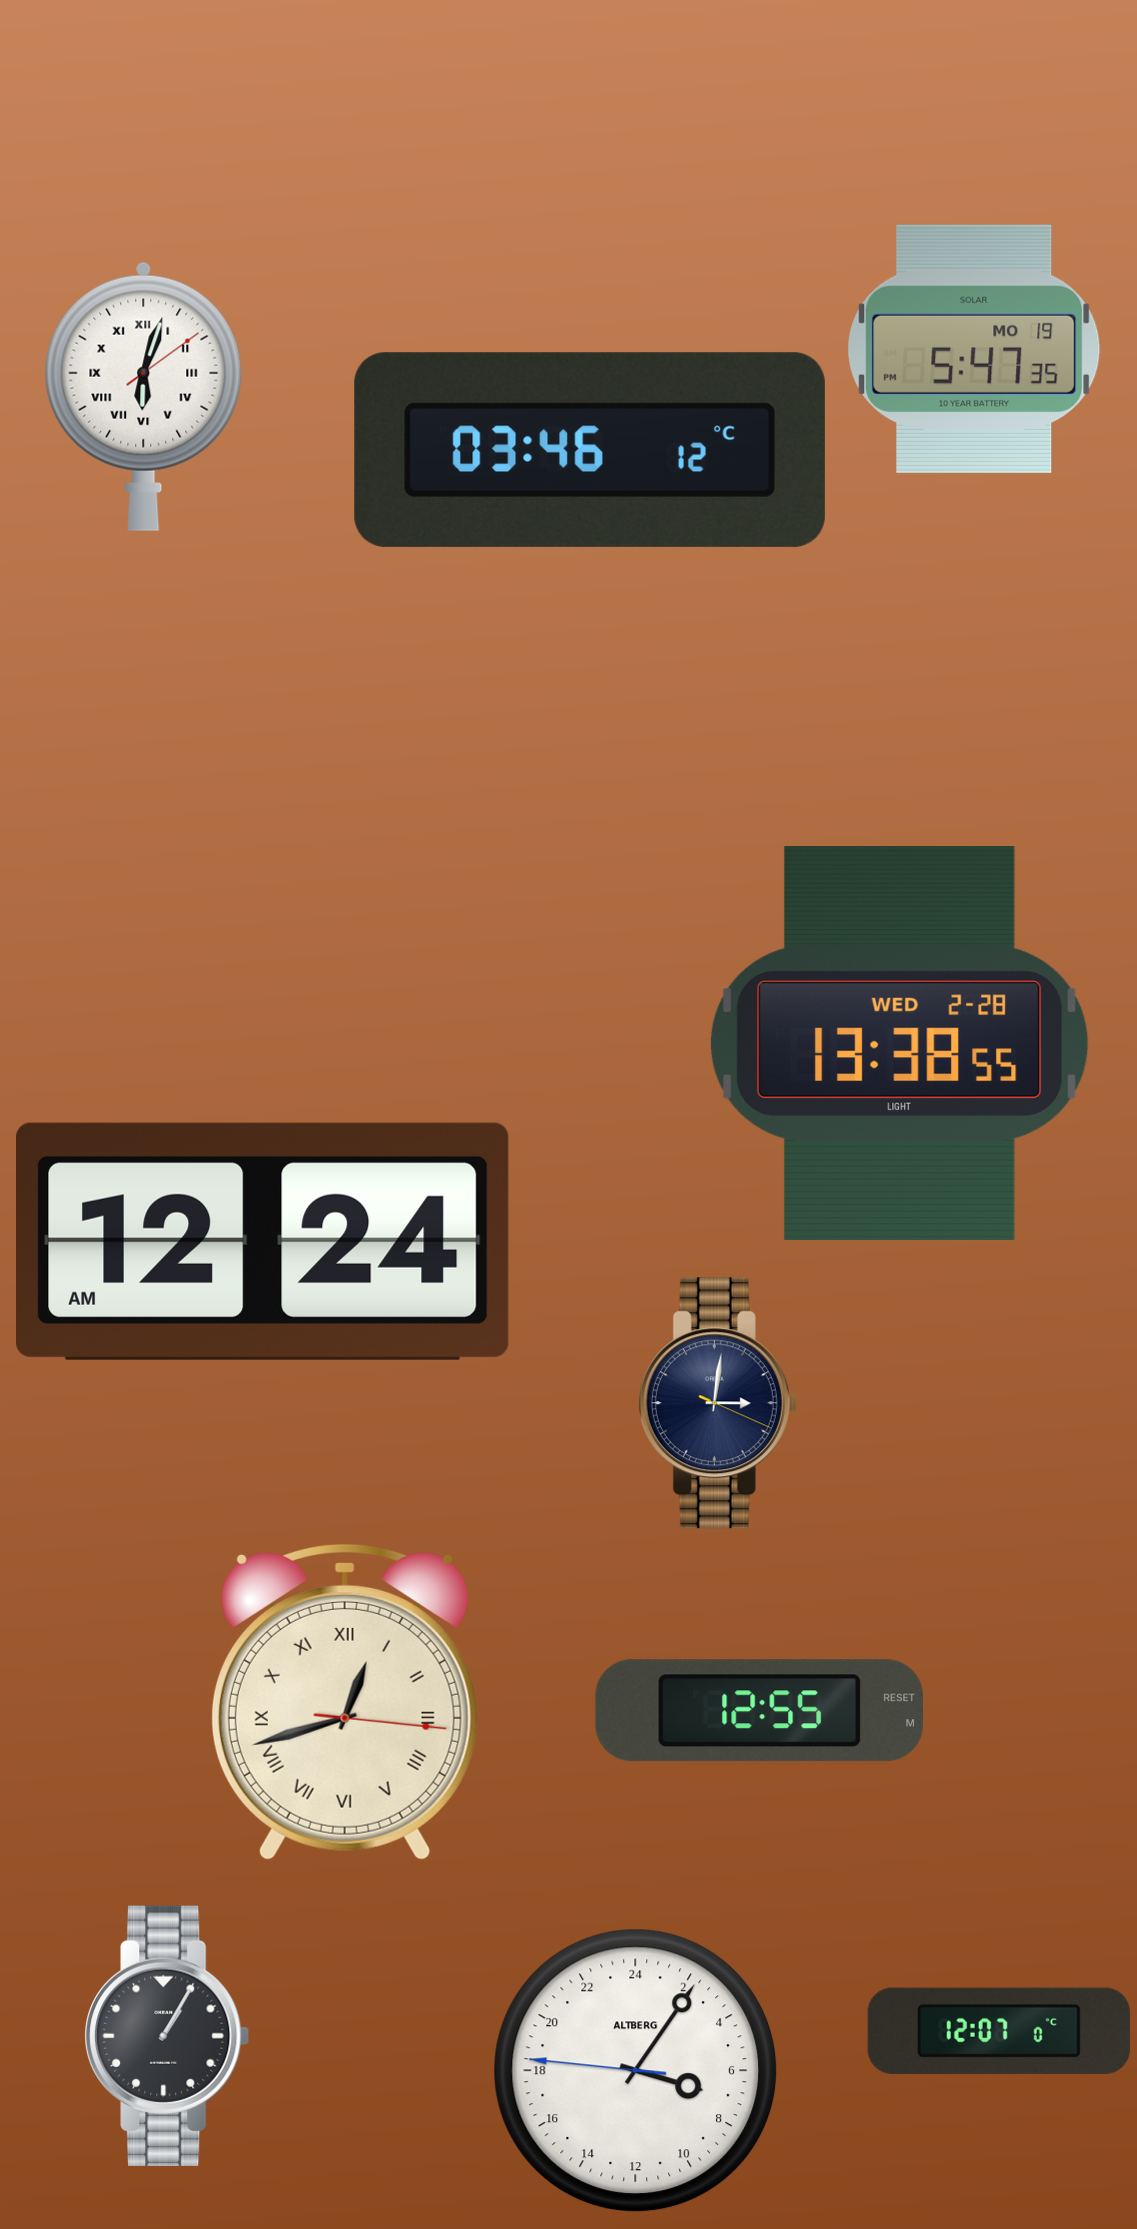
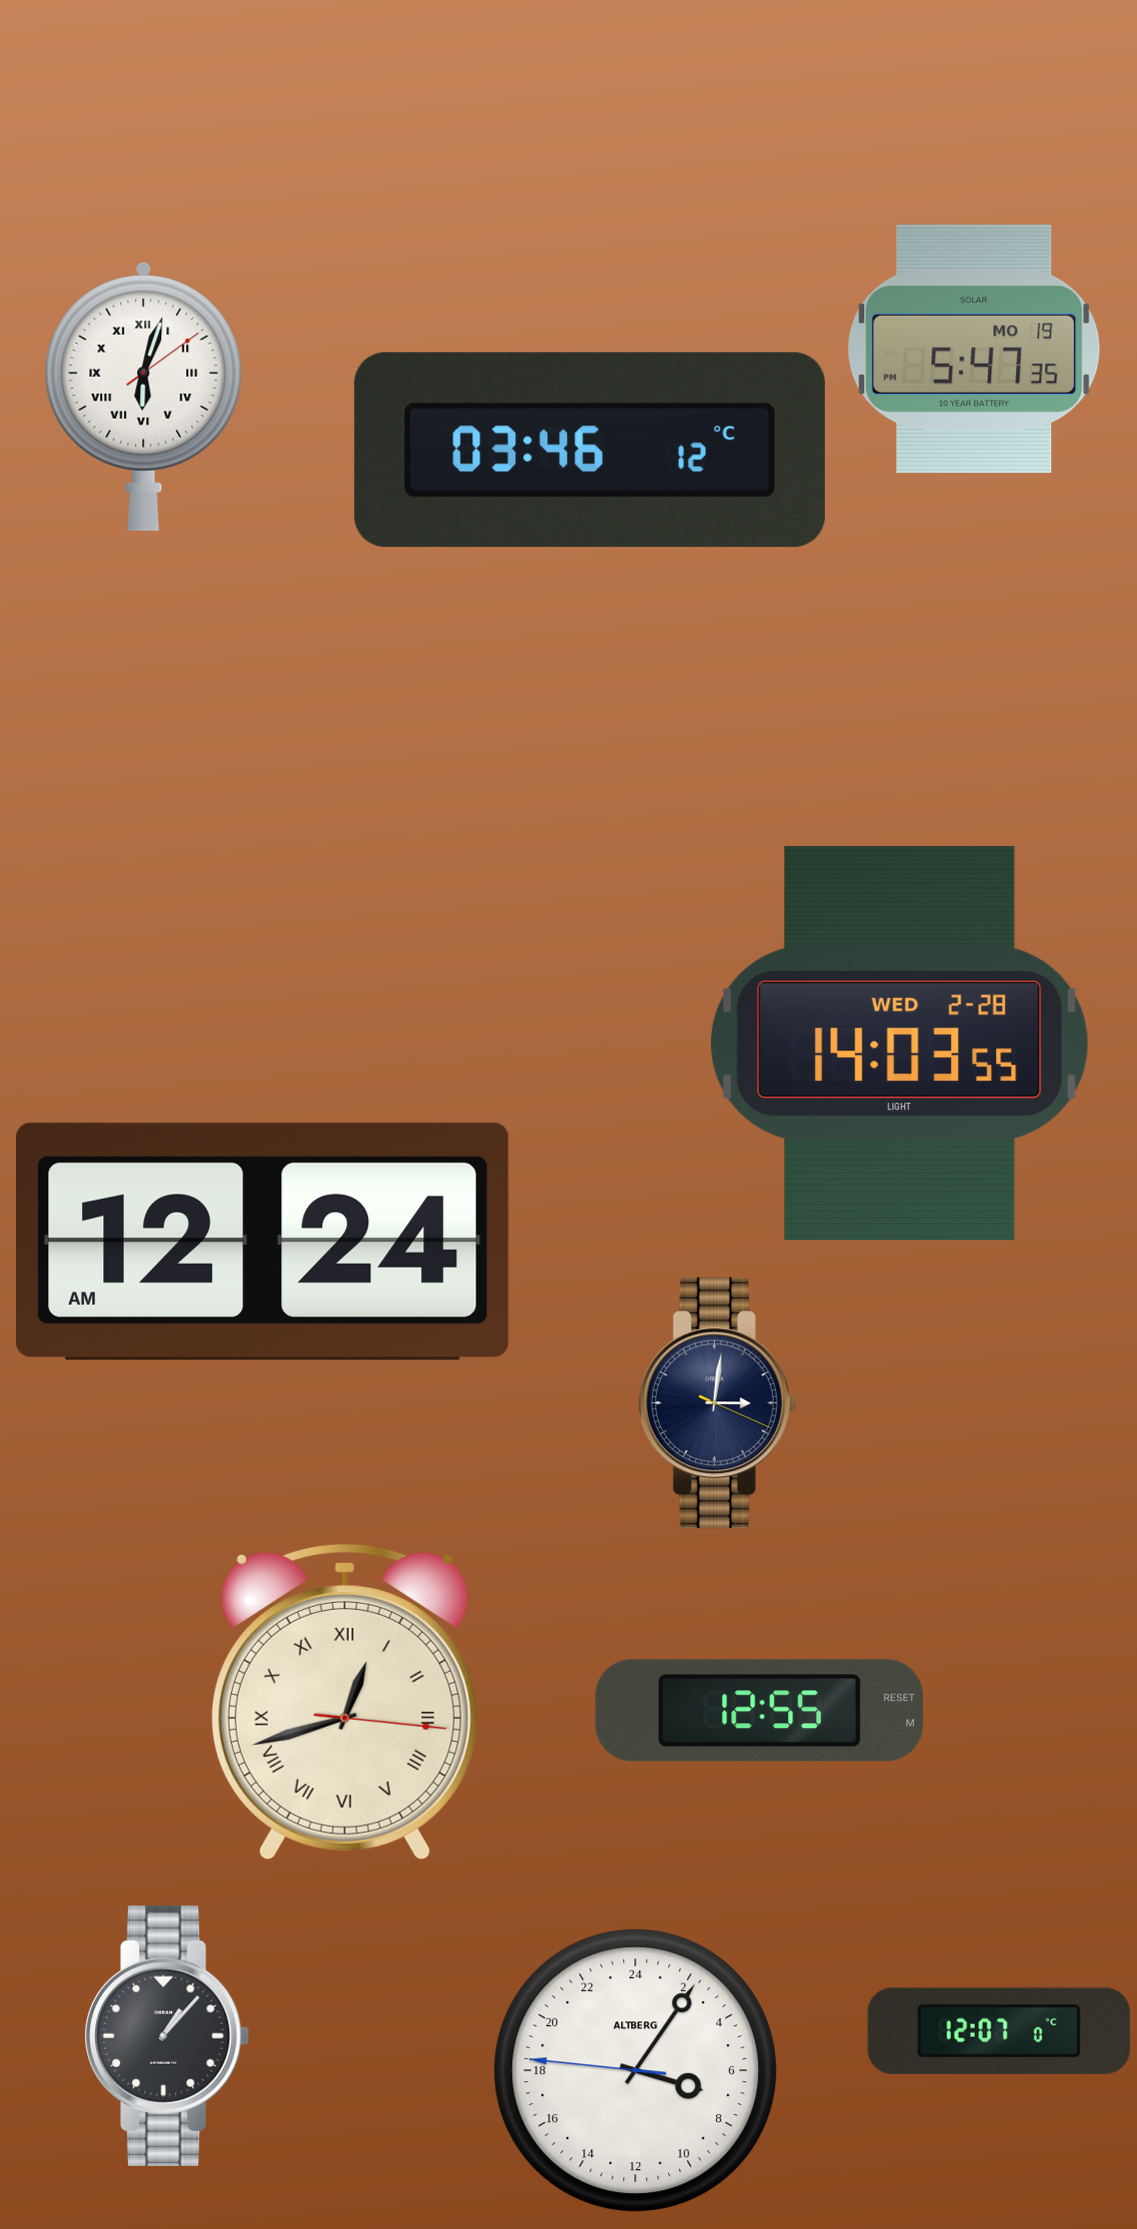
clock at (899, 1043): 13:38 -> 14:03
clock at (167, 2036): 1:05 -> 1:07
